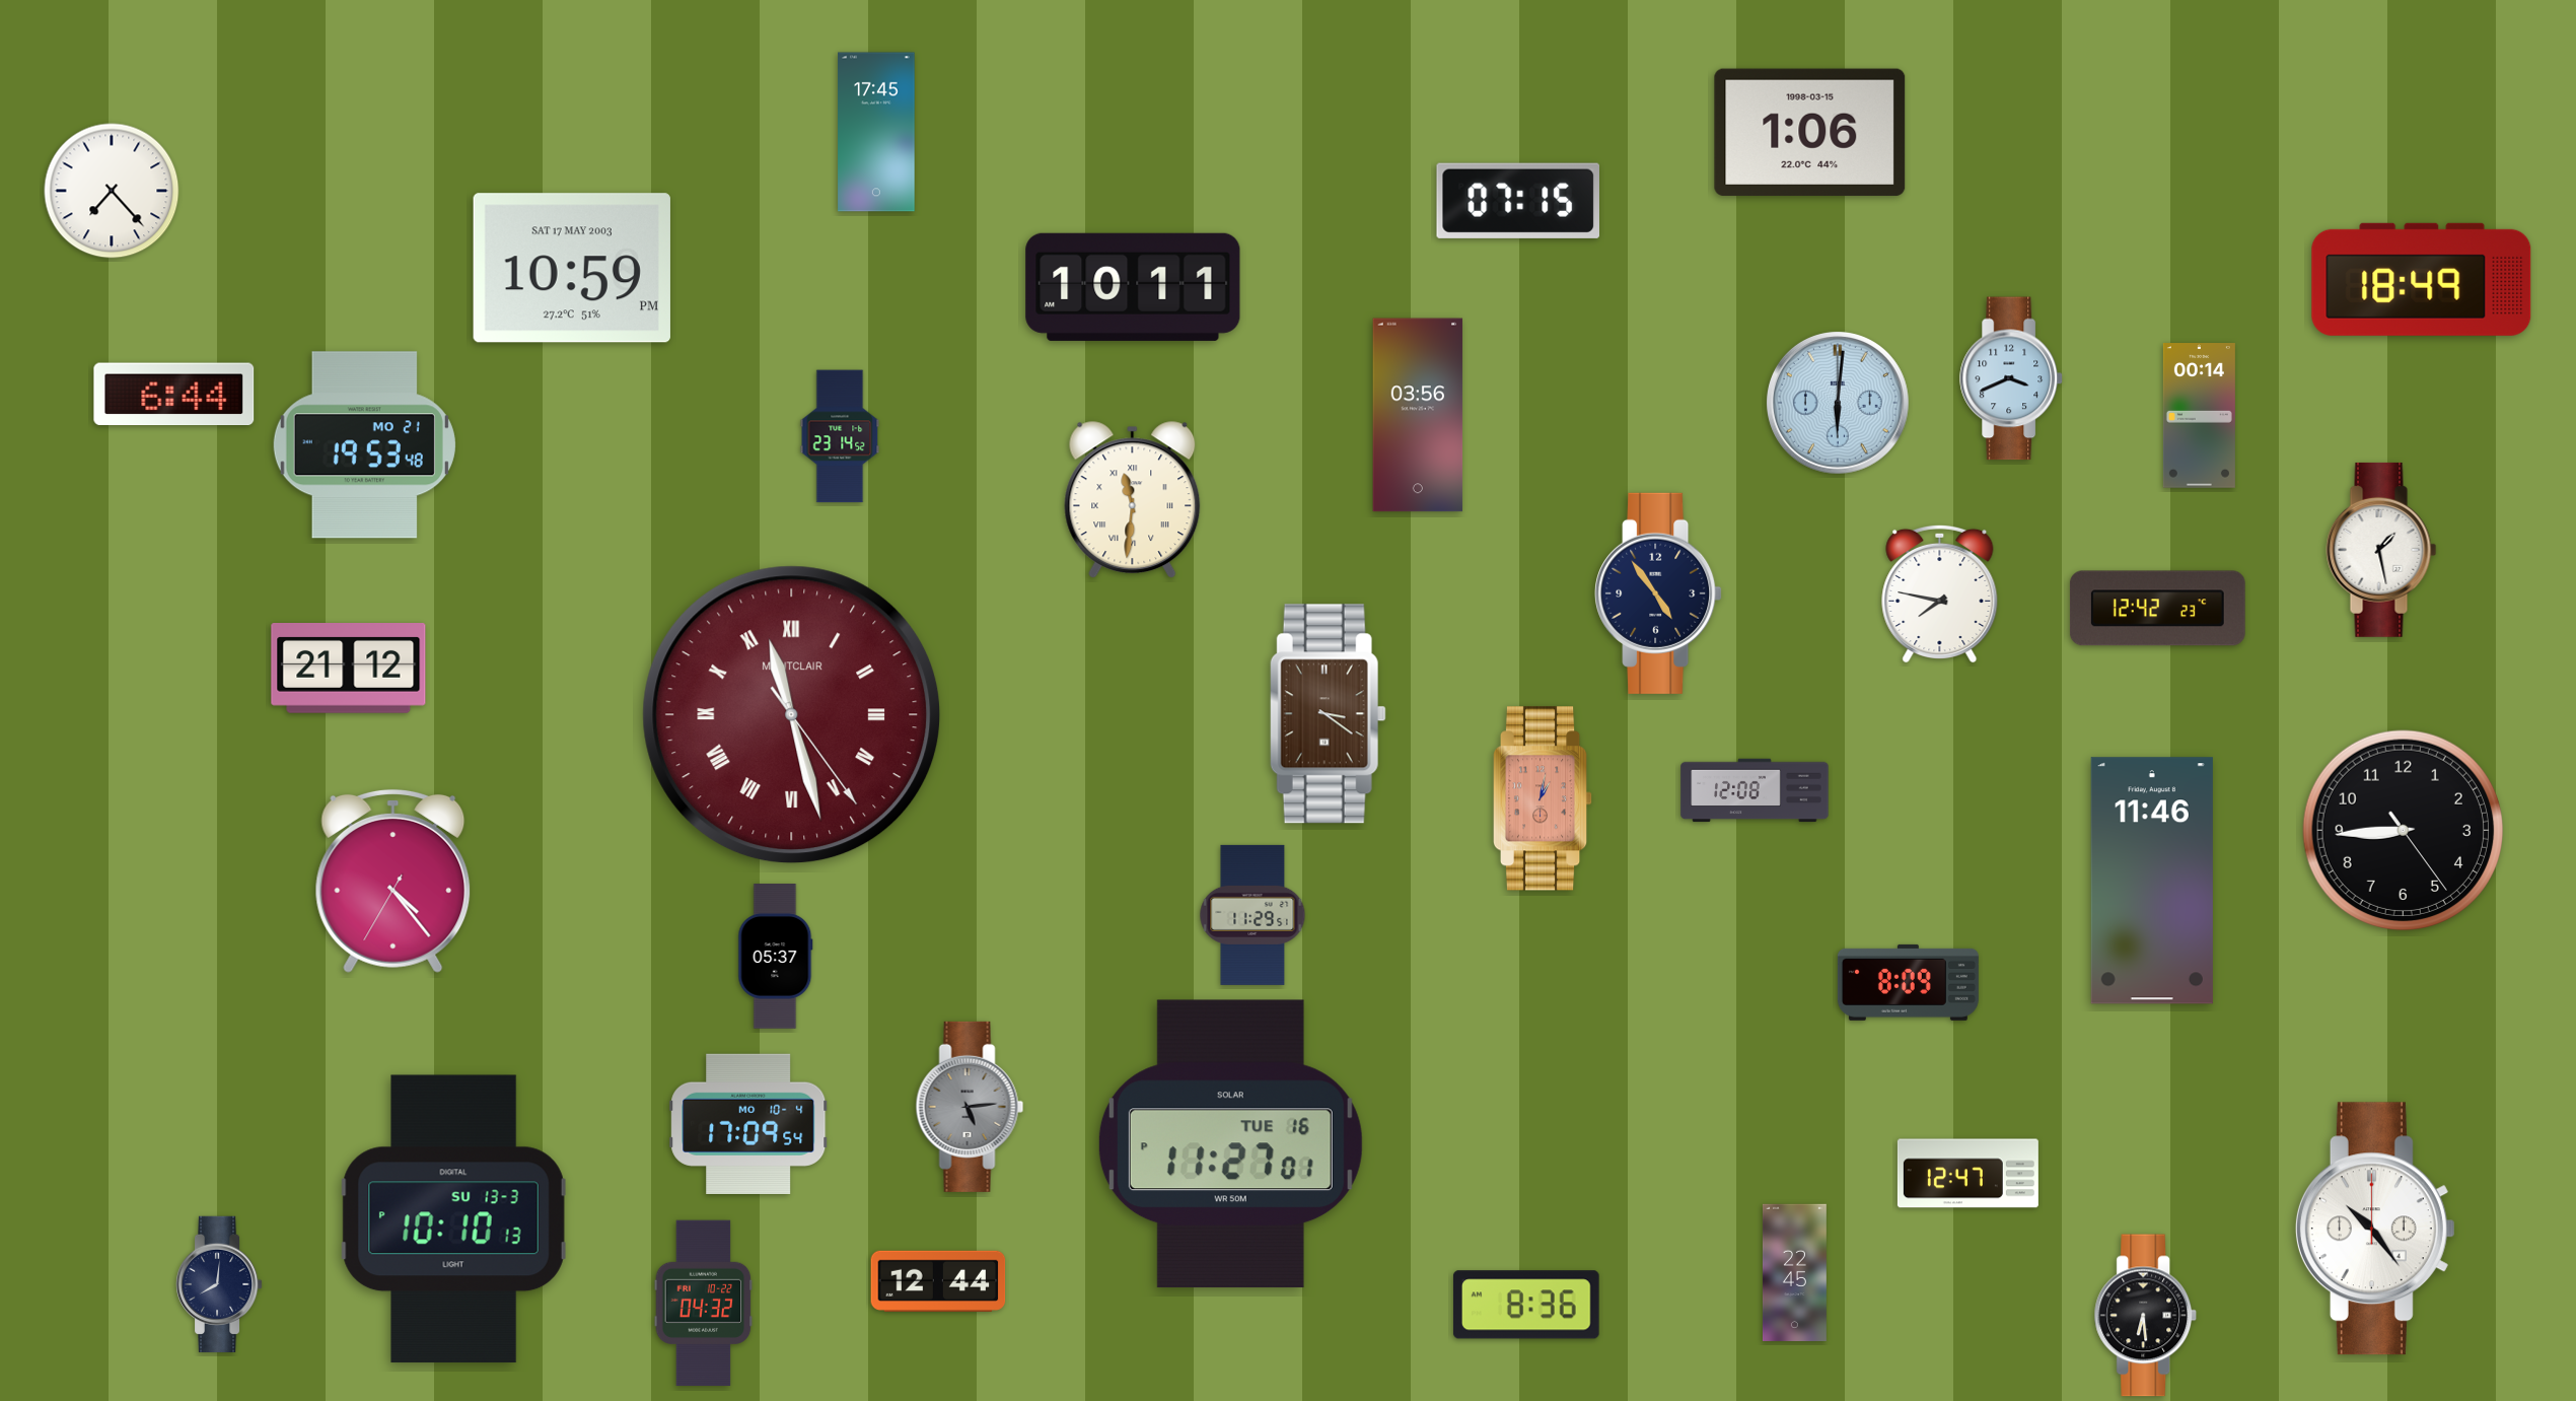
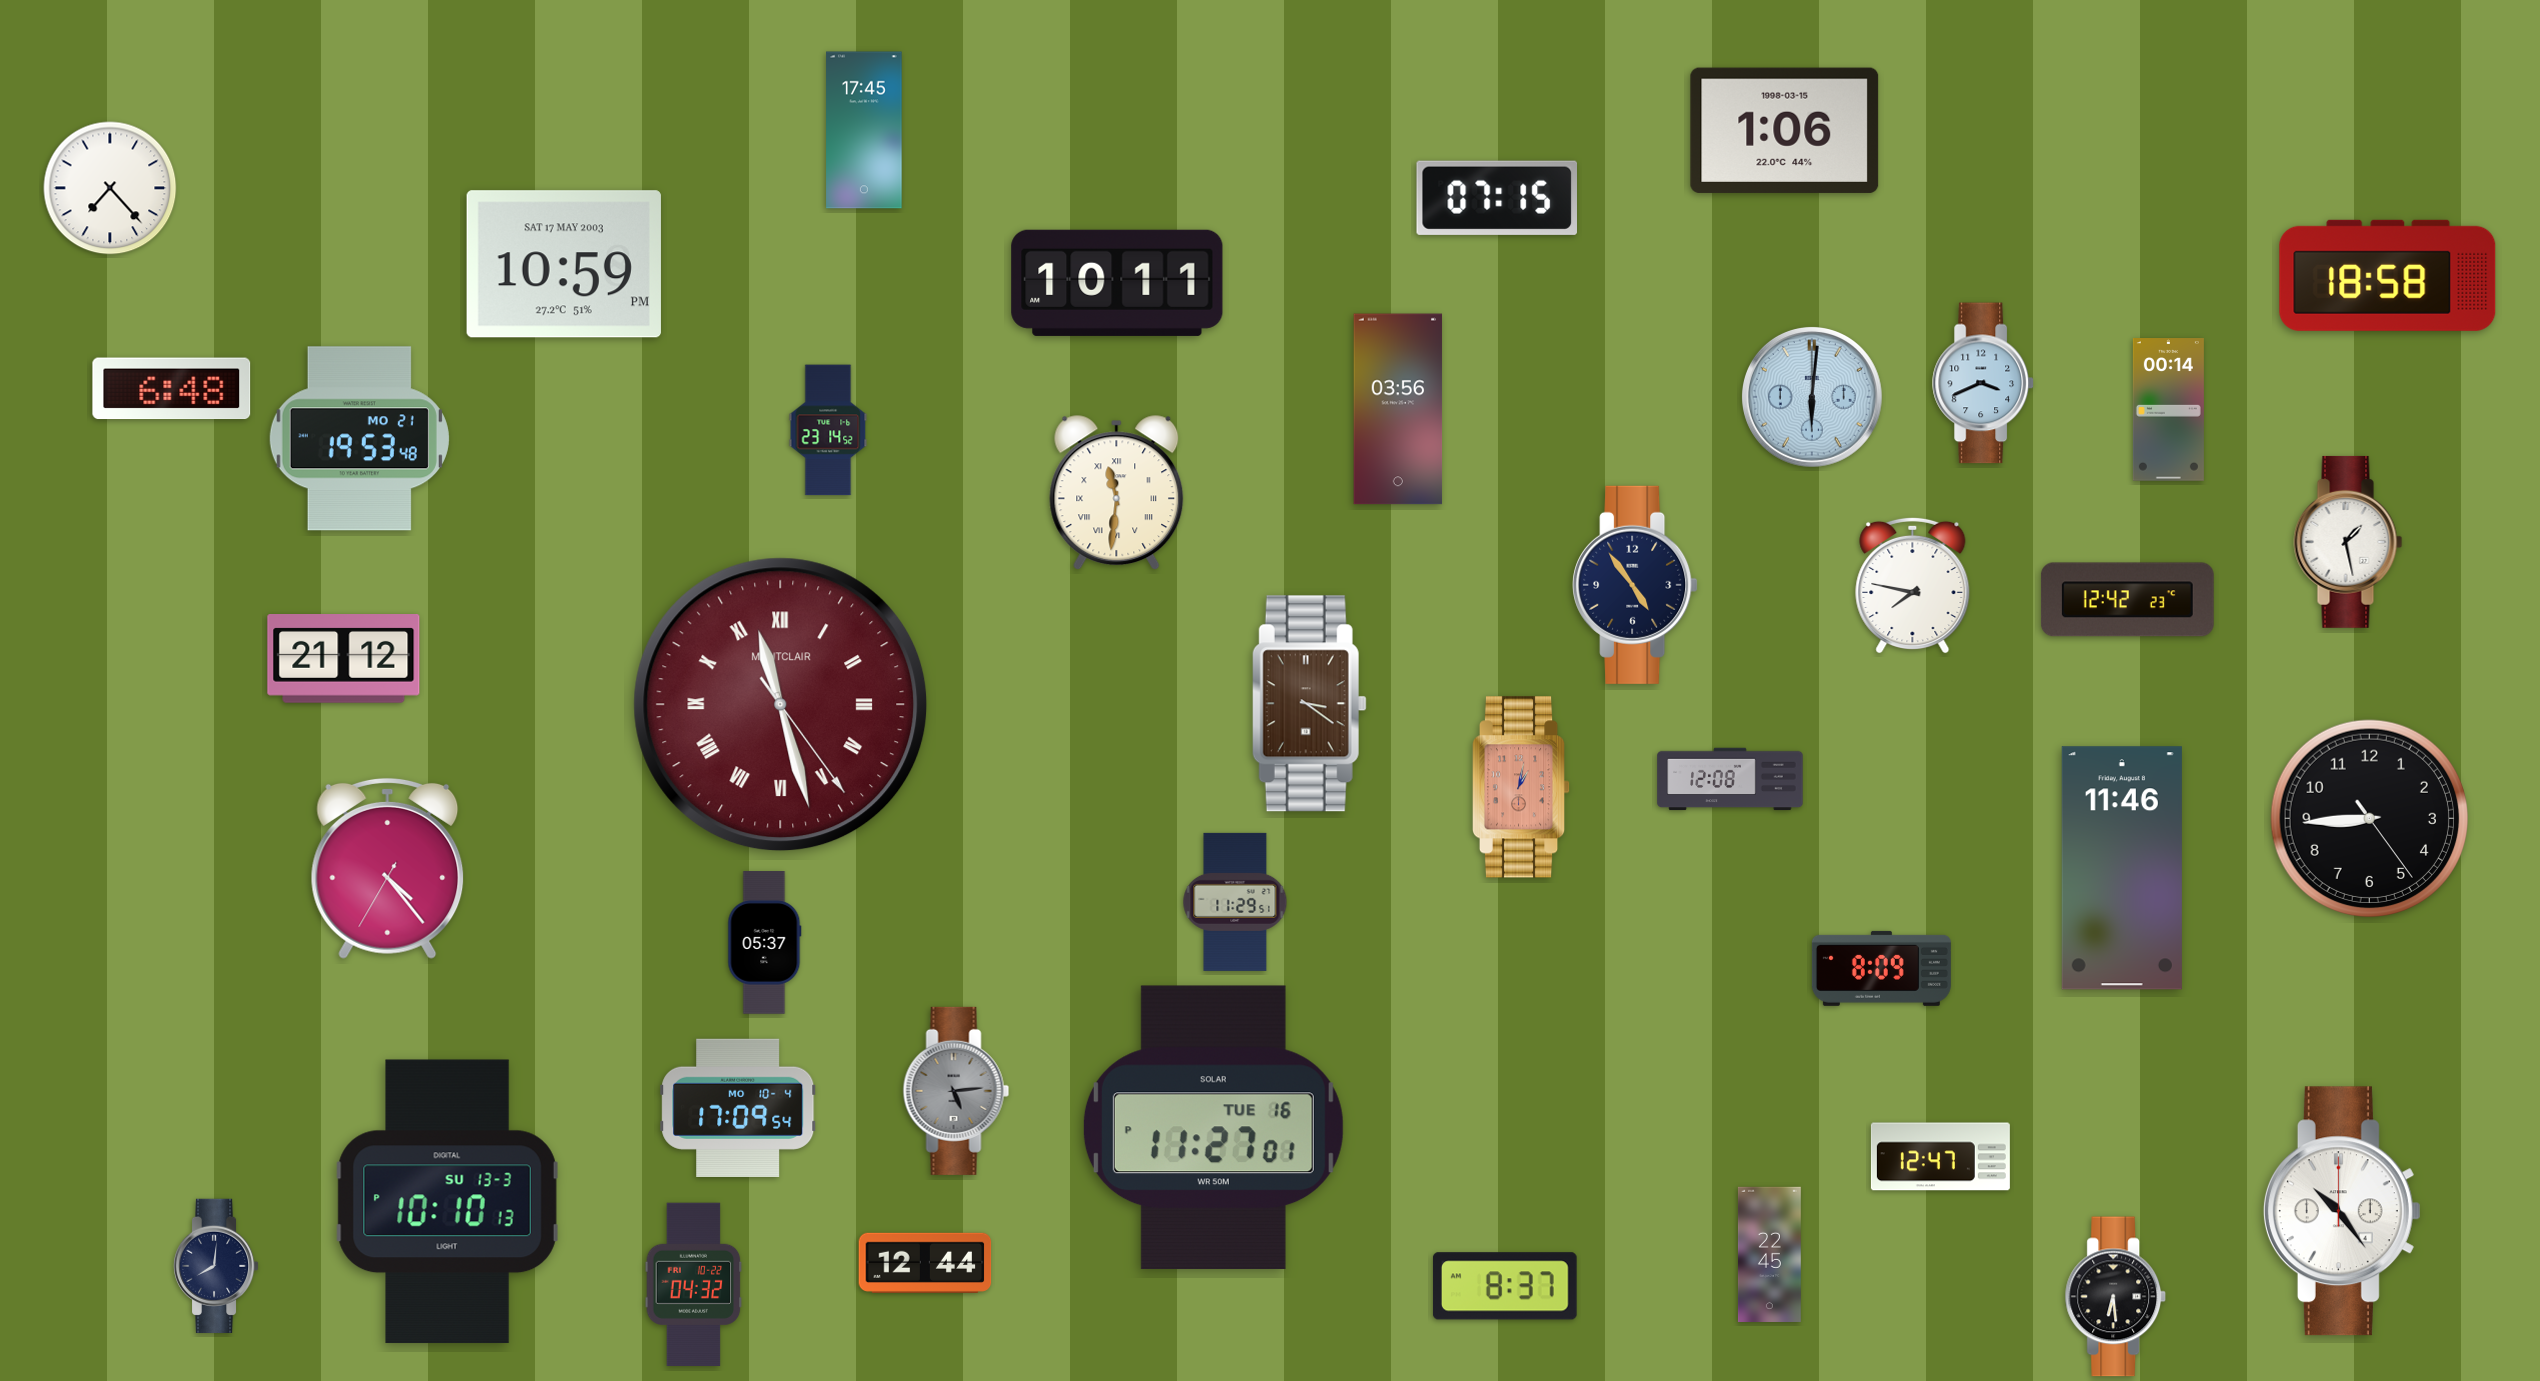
clock at (2422, 279): 18:49 -> 18:58
clock at (2011, 378) position: (2011, 378) -> (1983, 383)
clock at (174, 395): 6:44 -> 6:48
clock at (1526, 1305): 8:36 -> 8:37
